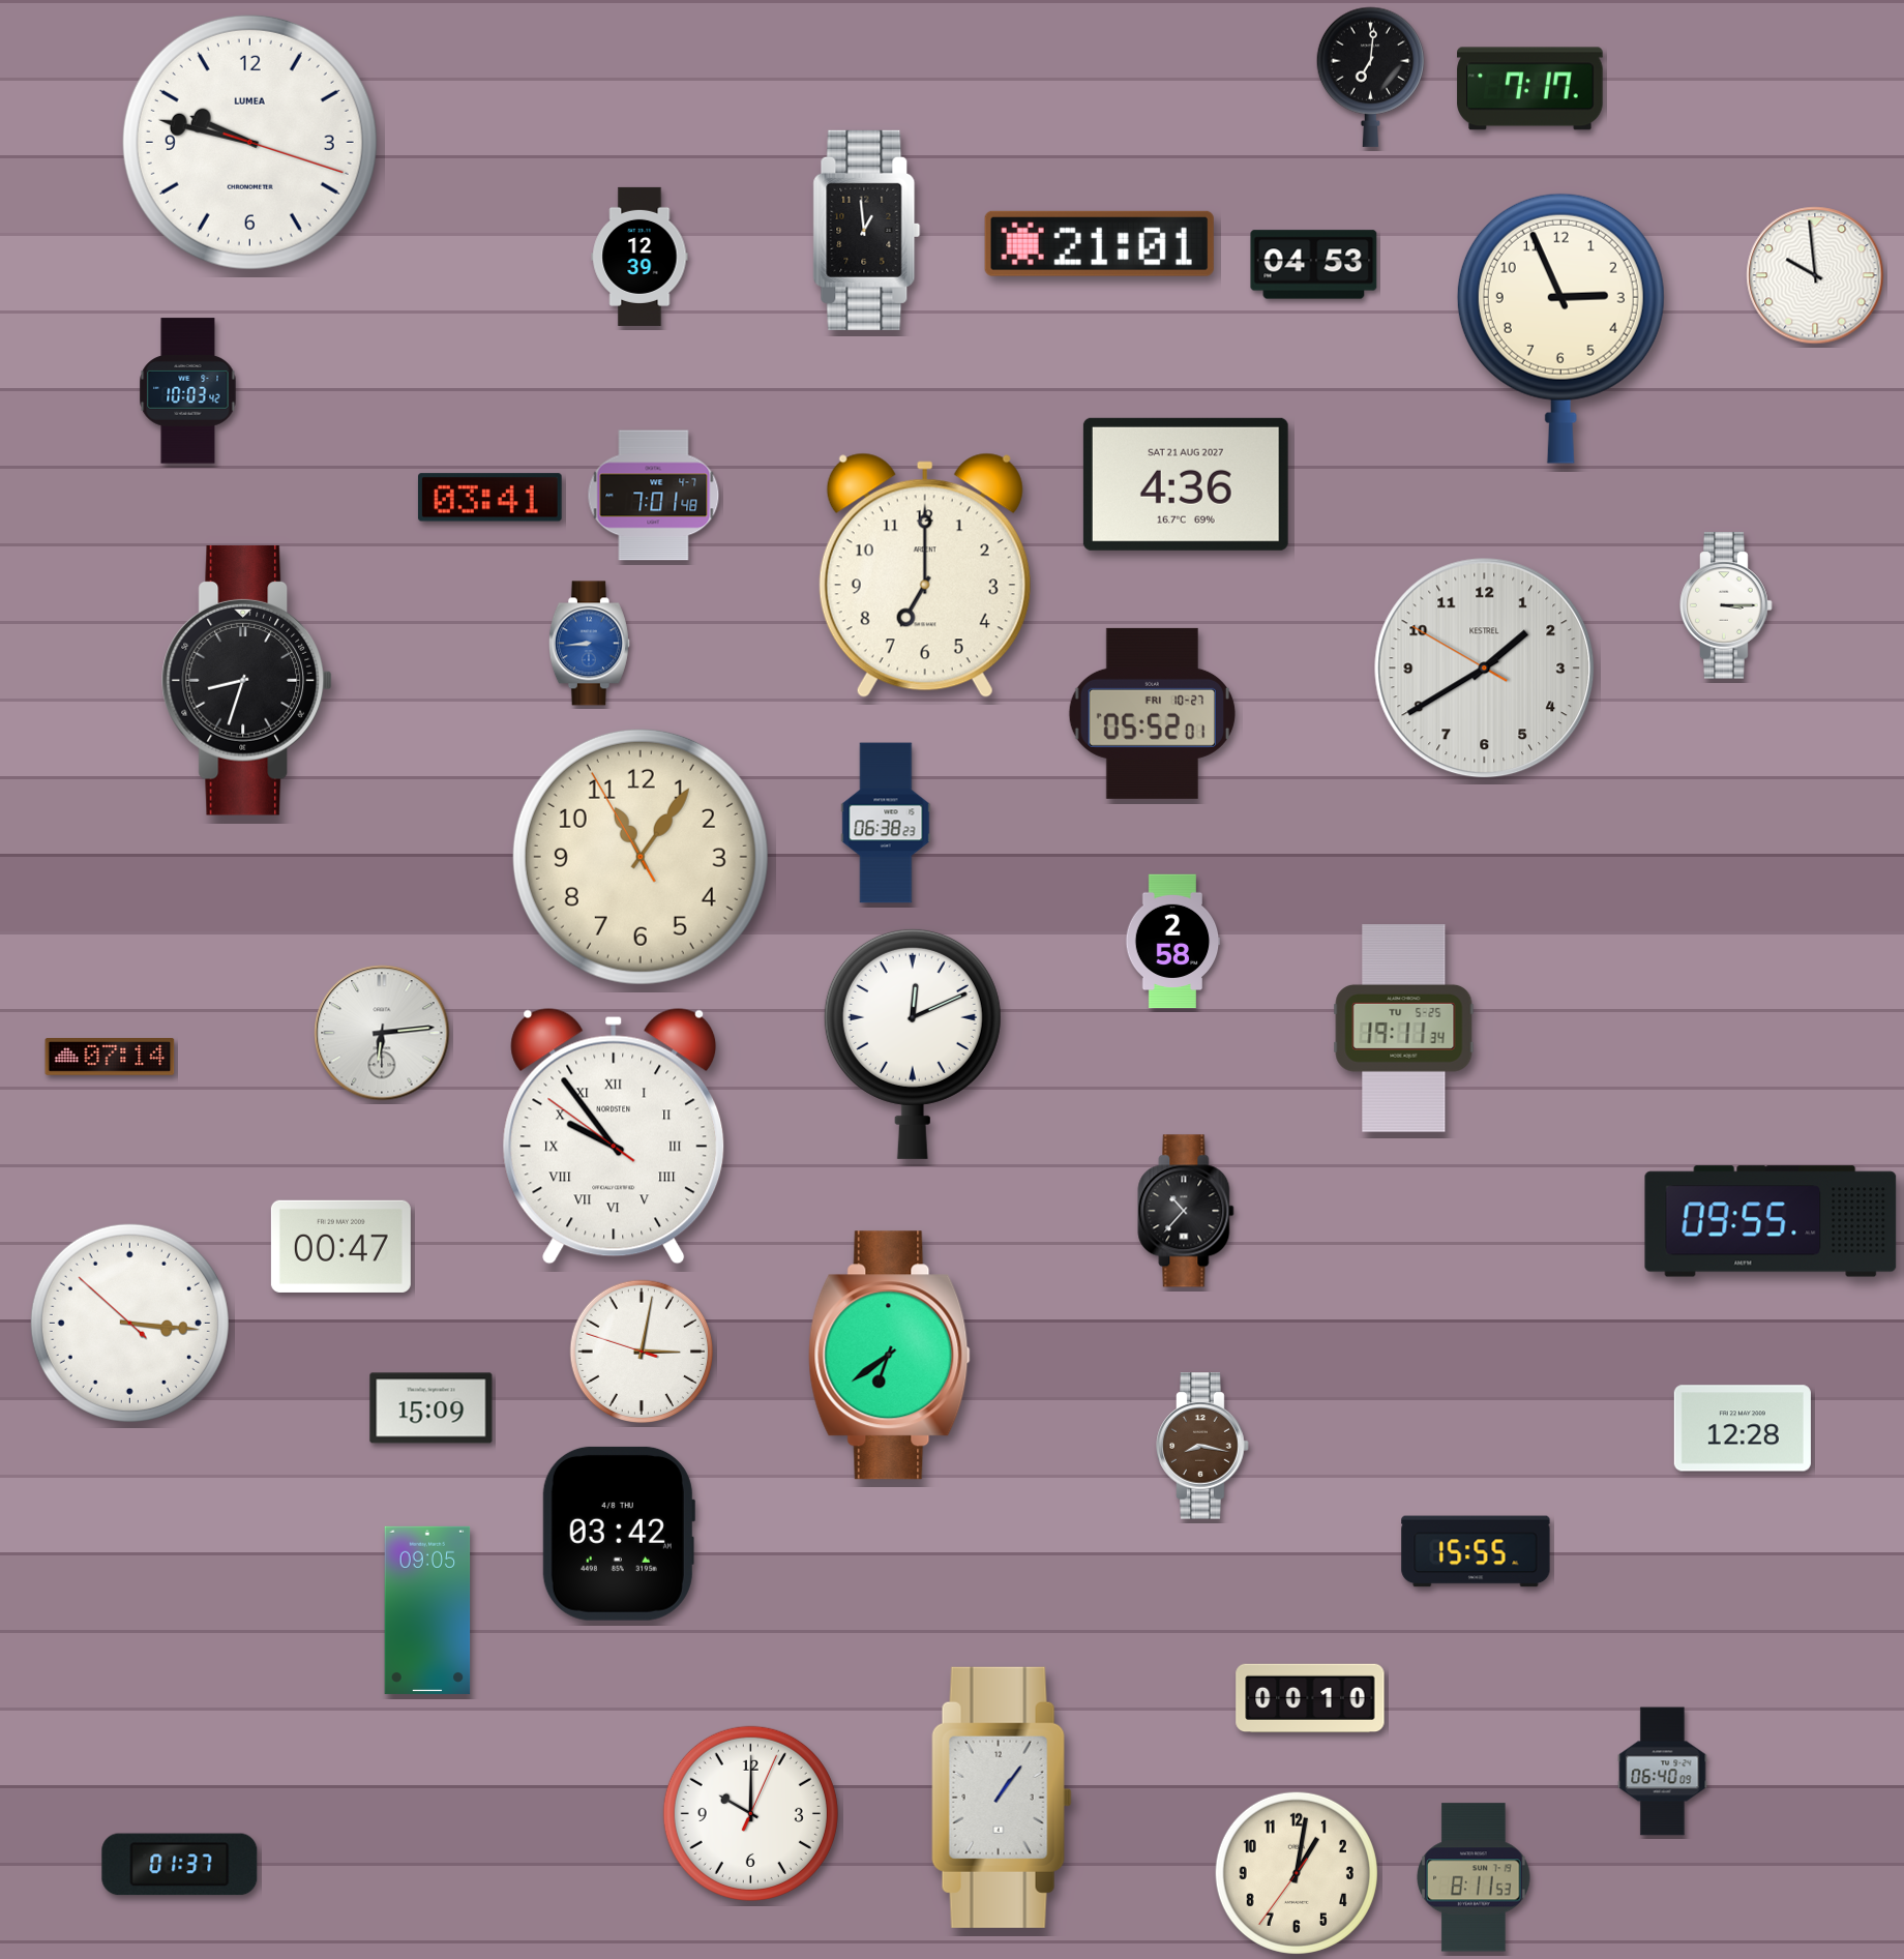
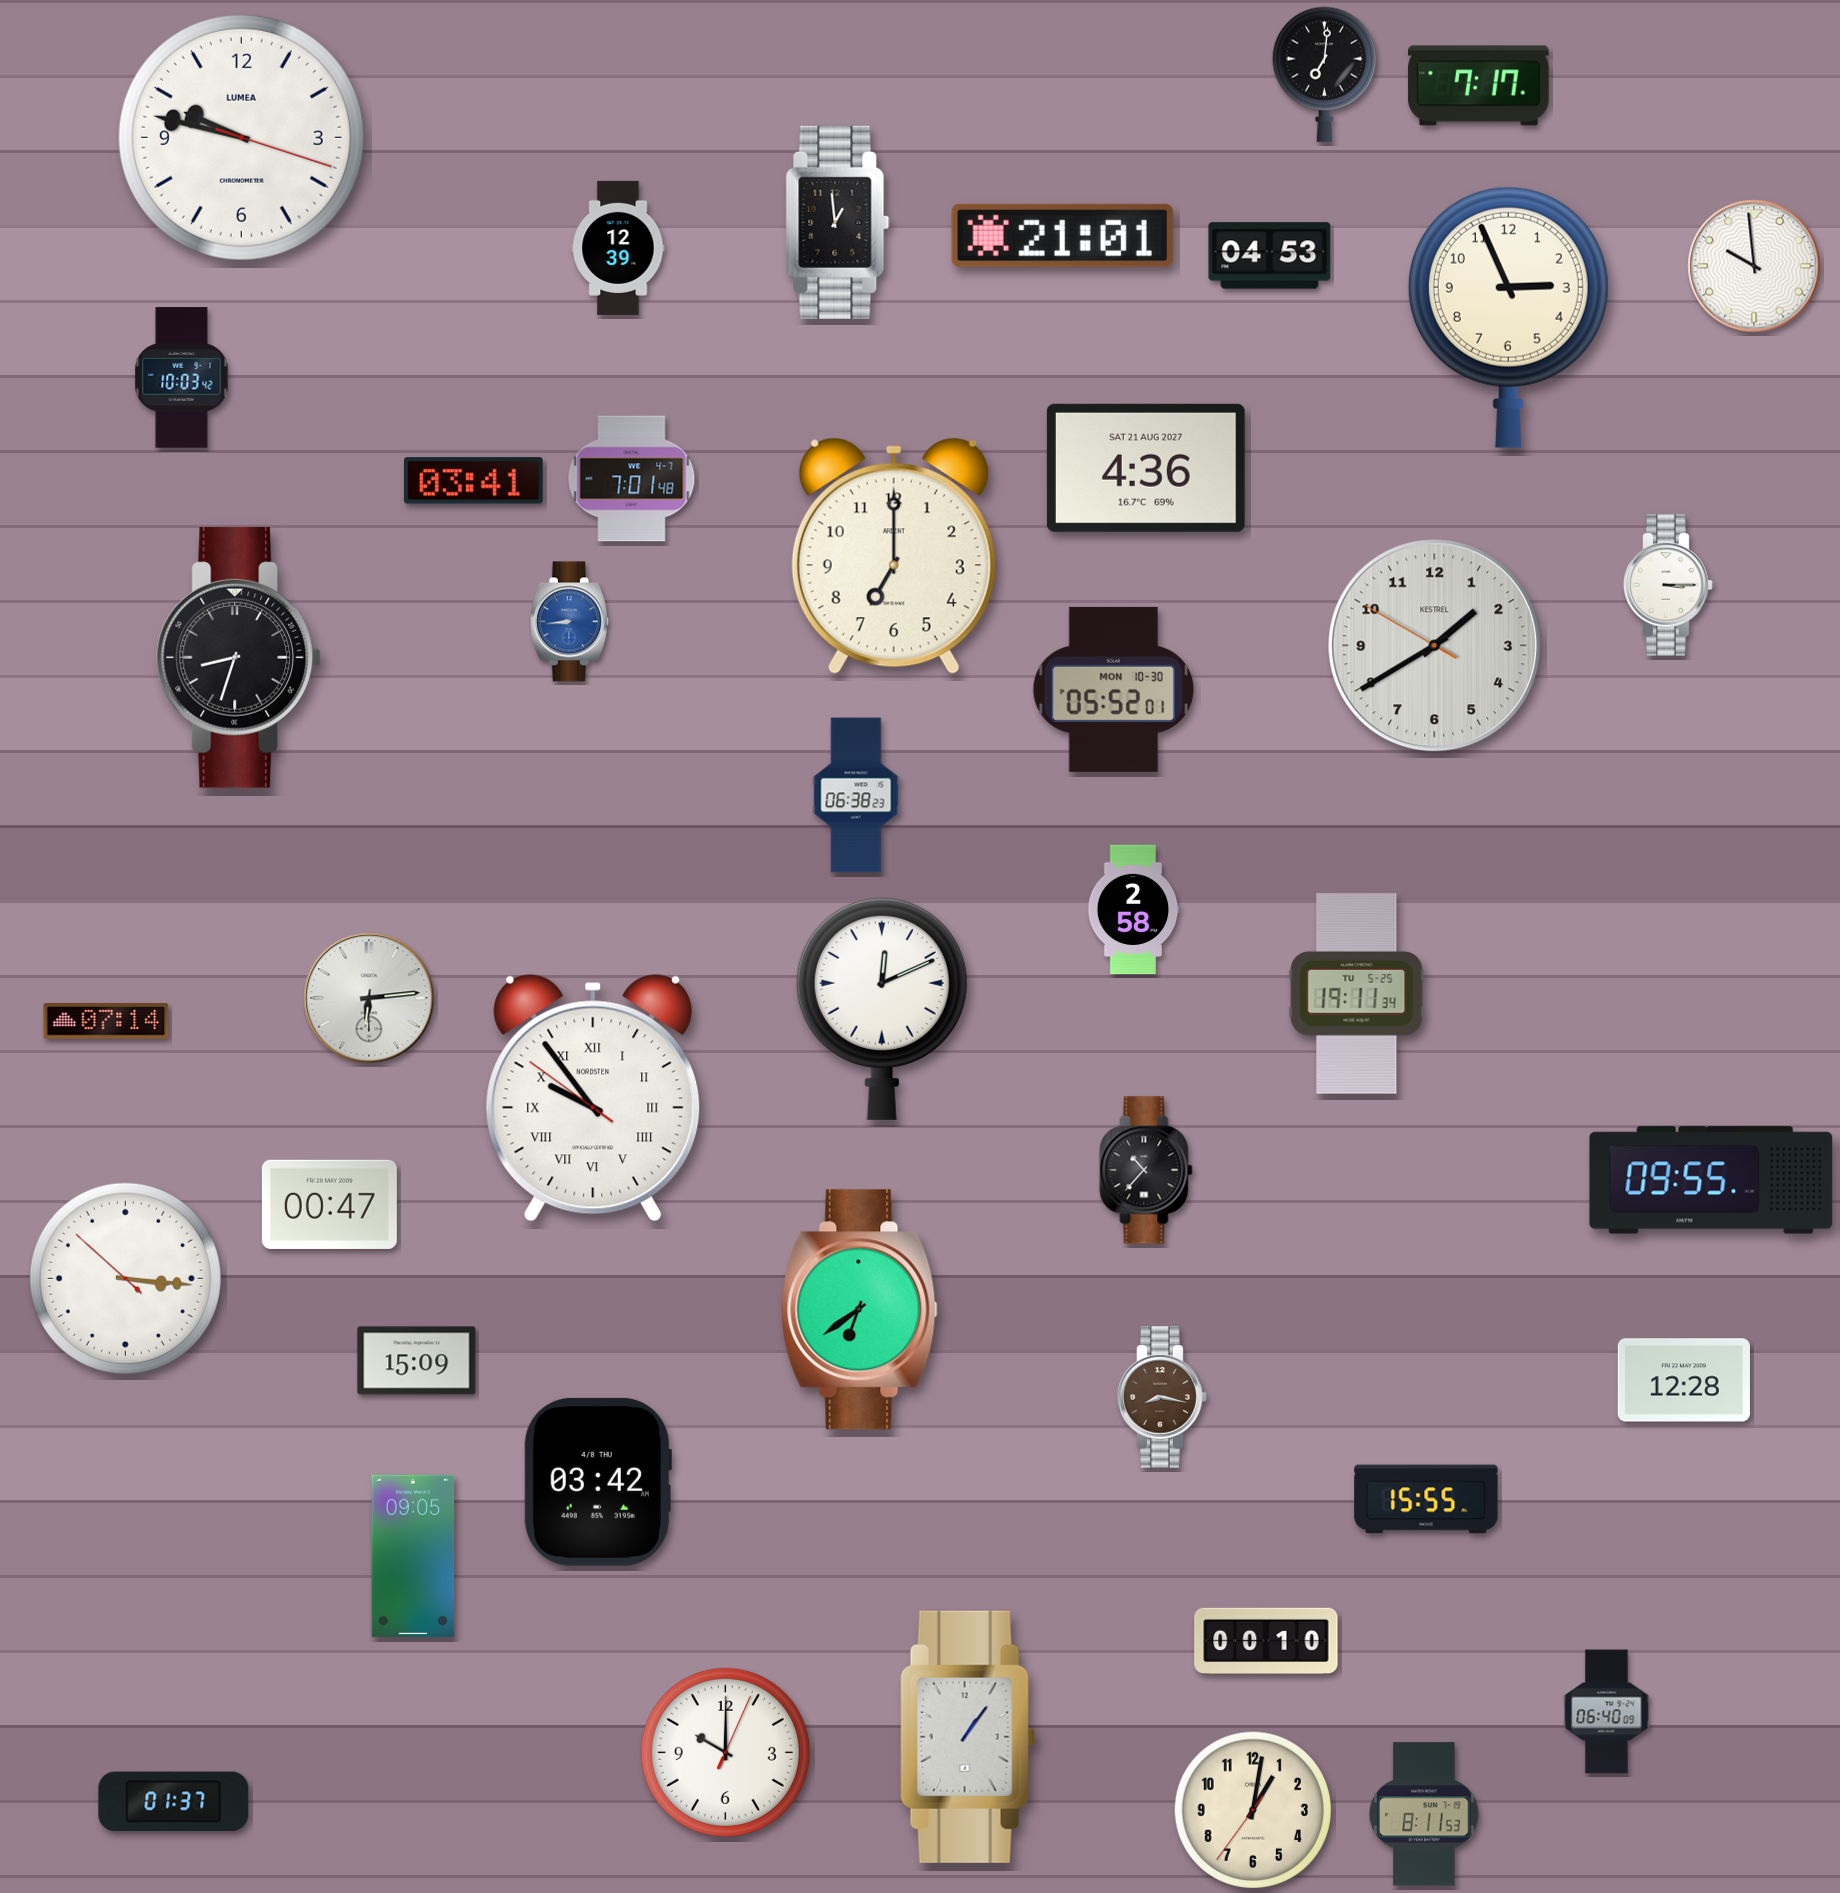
clock at (1152, 713) date: FRI 10-27 -> MON 10-30
clock at (641, 857): 11:05 -> none
clock at (642, 1352): 3:01 -> none
